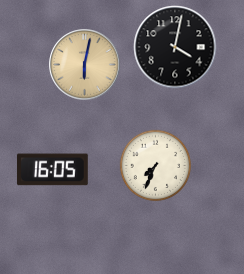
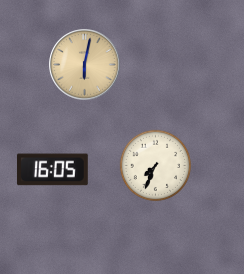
clock at (175, 47): 4:02 -> none
